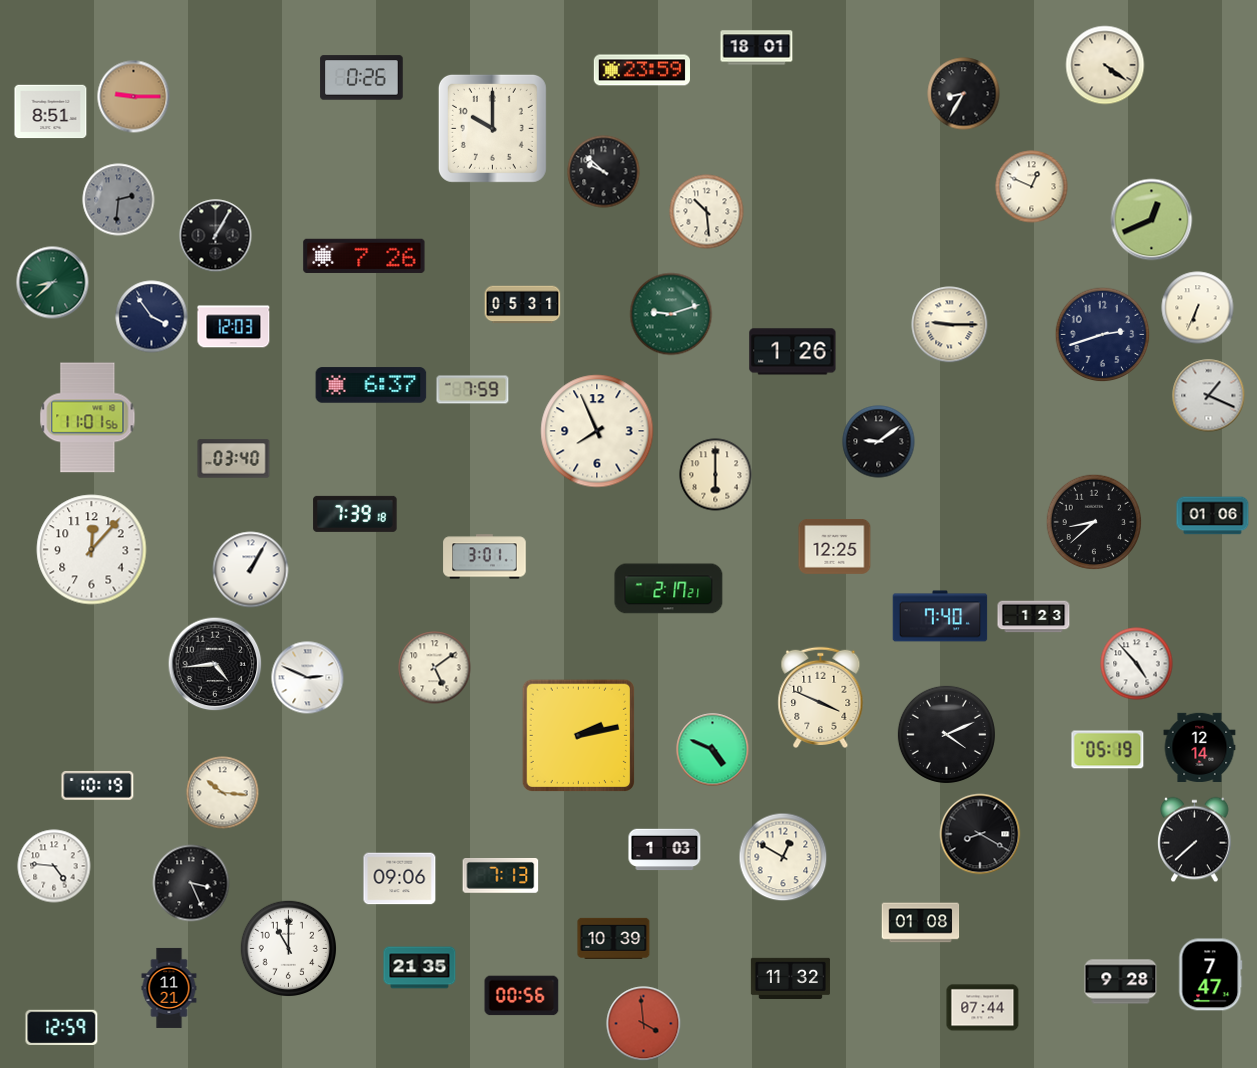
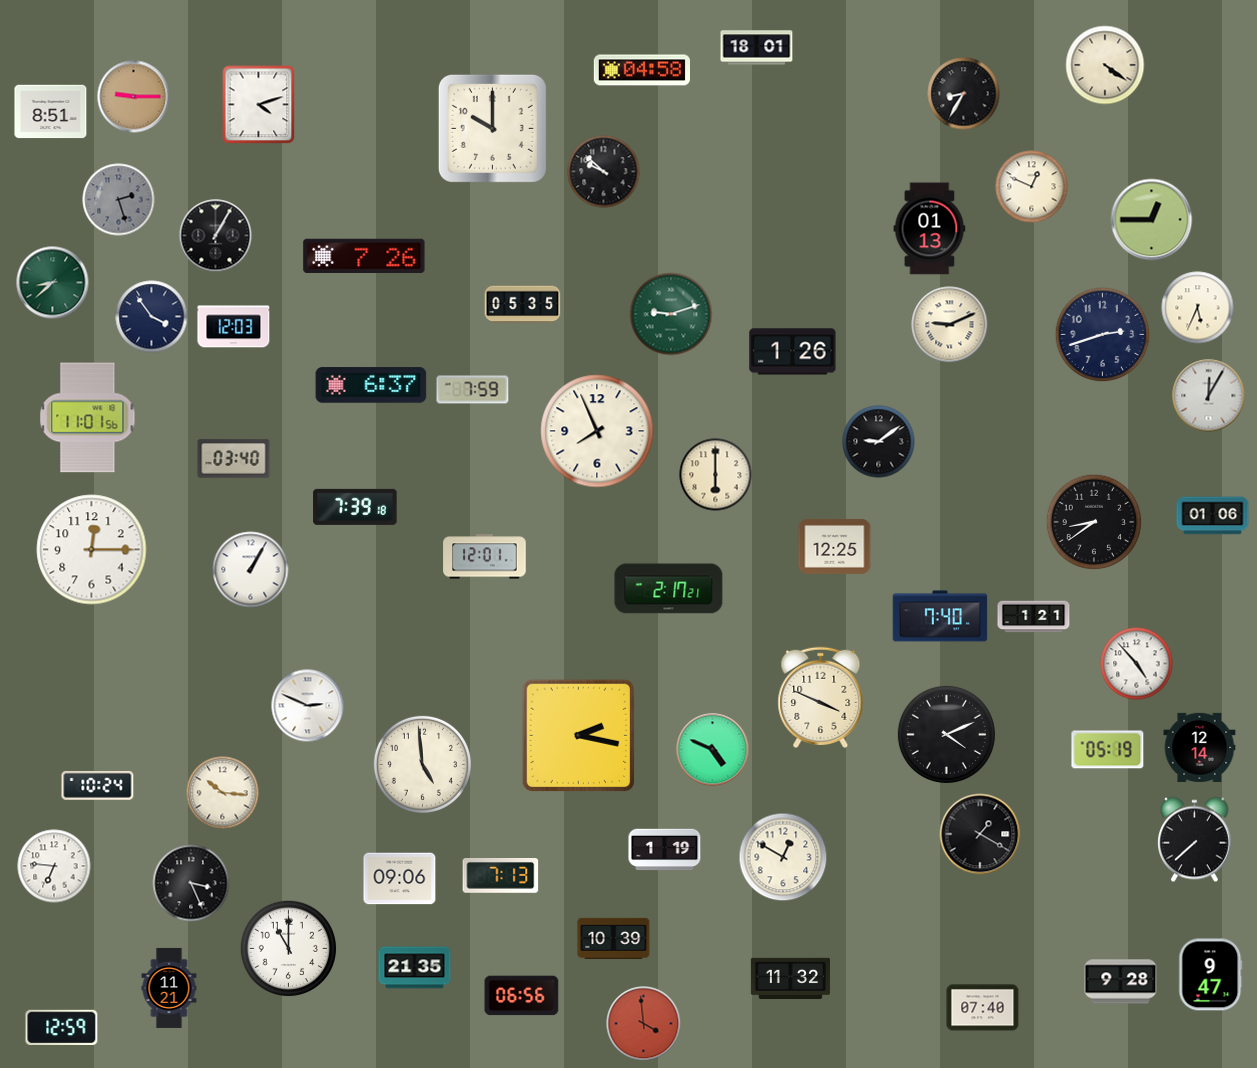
clock at (641, 70): 23:59 -> 04:58
clock at (362, 78): 0:26 -> none
clock at (259, 105): none -> 4:12
clock at (119, 200): 2:31 -> 2:27
clock at (707, 212): 10:29 -> none
clock at (1152, 220): 12:41 -> 12:45
clock at (930, 229): none -> 01:13
clock at (523, 305): 05:31 -> 05:35
clock at (1198, 308): 6:34 -> 5:34
clock at (950, 325): 9:15 -> 9:11
clock at (1209, 396): 1:19 -> 12:05
clock at (355, 514) position: (355, 514) -> (355, 507)
clock at (1094, 522): 8:38 -> 8:39
clock at (92, 550): 12:07 -> 12:15
clock at (485, 557): 3:01 -> 12:01
clock at (1034, 617): 1:23 -> 1:21
clock at (215, 664): 4:44 -> none
clock at (435, 668): 5:09 -> none
clock at (308, 678) position: (308, 678) -> (308, 706)
clock at (578, 735): 2:13 -> 2:17
clock at (422, 764): none -> 4:59
clock at (98, 785): 10:19 -> 10:24
clock at (980, 834): 8:20 -> 1:20
clock at (665, 850): 1:03 -> 1:19
clock at (54, 866): 4:46 -> 6:46
clock at (921, 923): 01:08 -> none
clock at (420, 968) position: (420, 968) -> (415, 968)
clock at (1211, 975): 7:47 -> 9:47
clock at (522, 996): 00:56 -> 06:56
clock at (983, 1008): 07:44 -> 07:40
